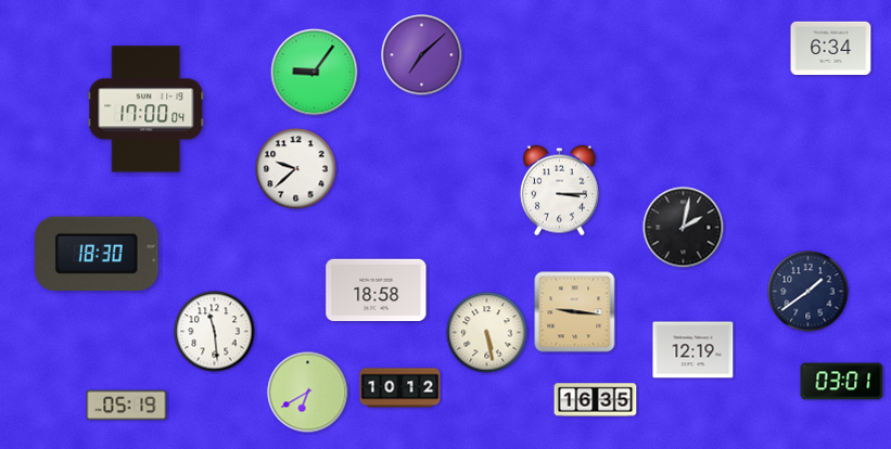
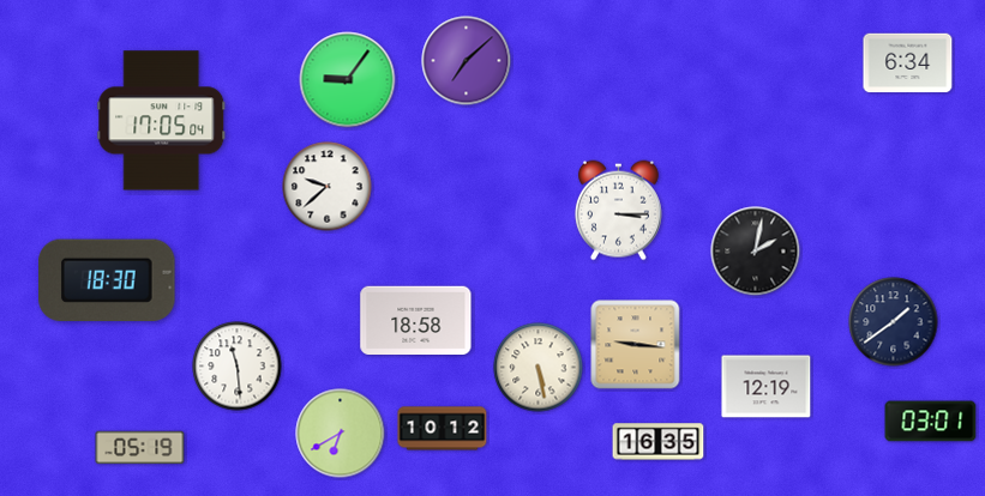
clock at (831, 49) position: (831, 49) -> (908, 63)
clock at (147, 110): 17:00 -> 17:05
